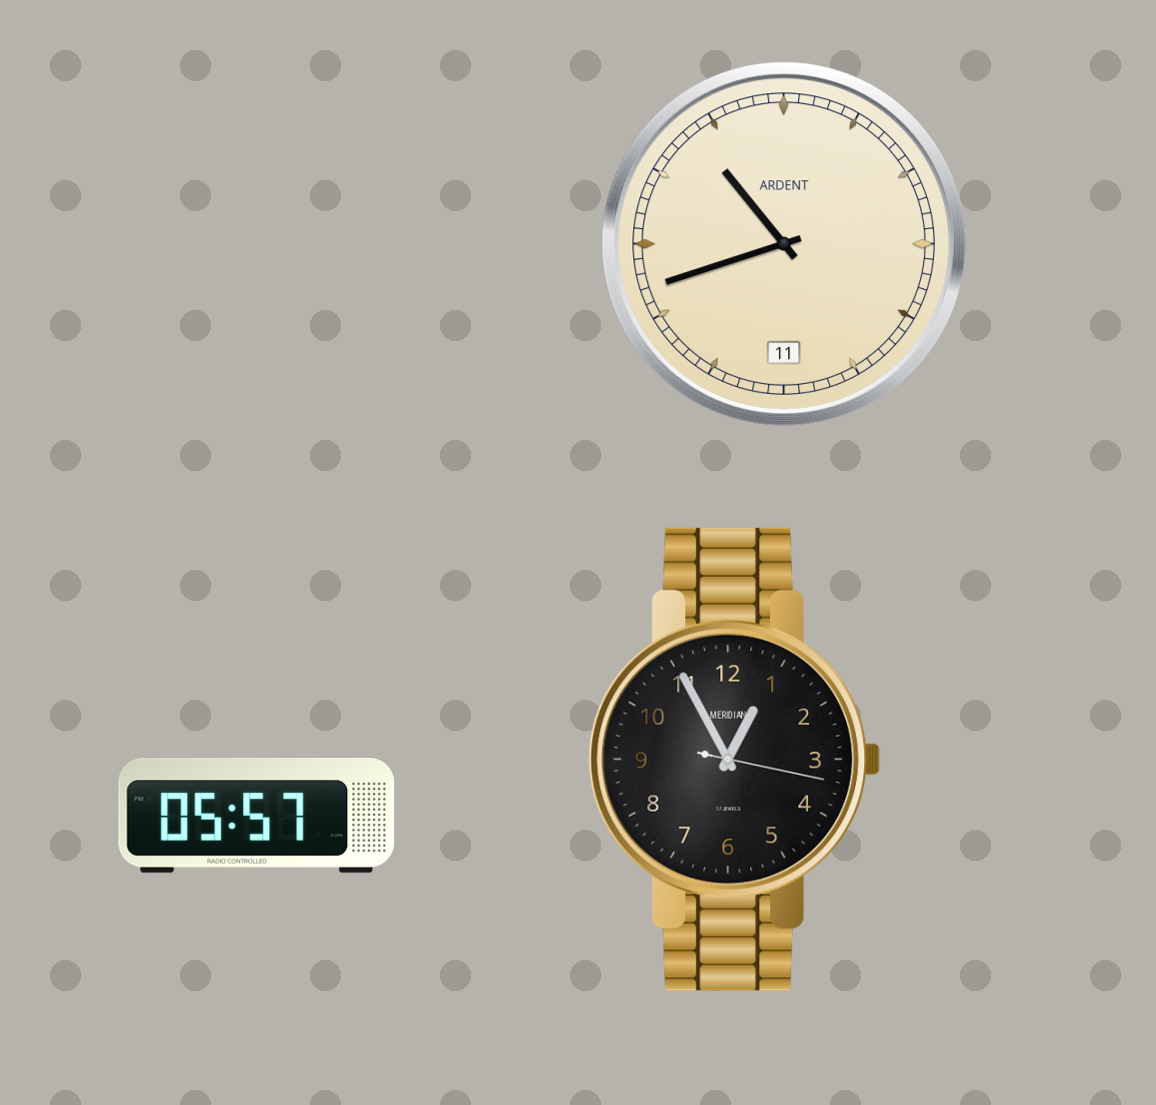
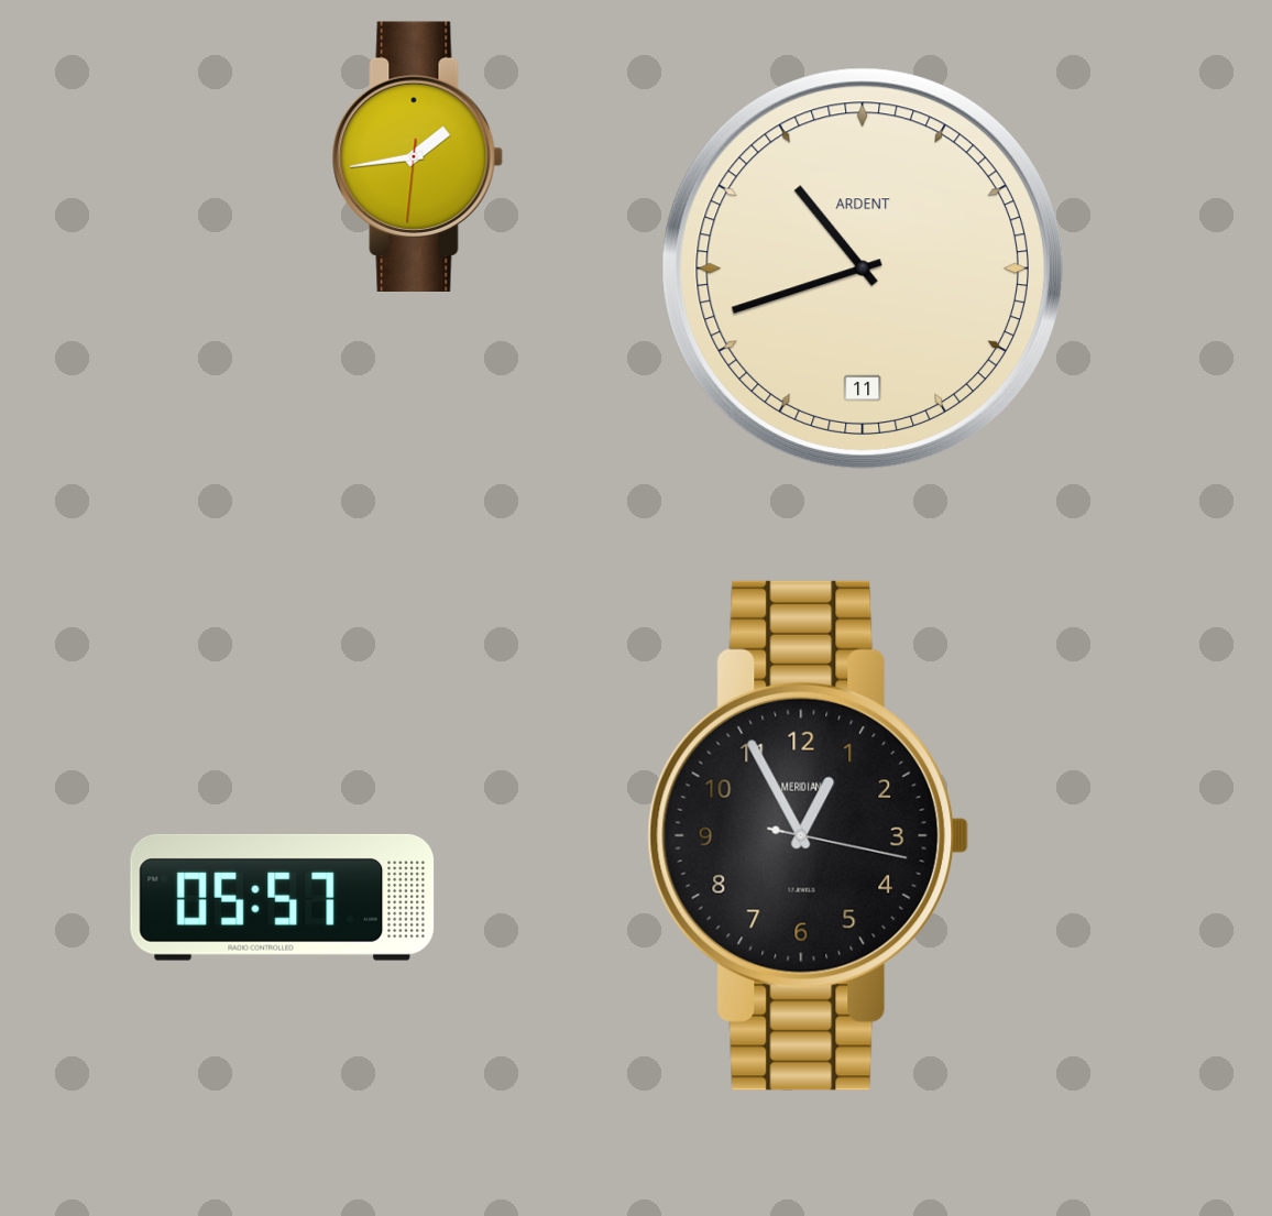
clock at (417, 156): none -> 1:43
